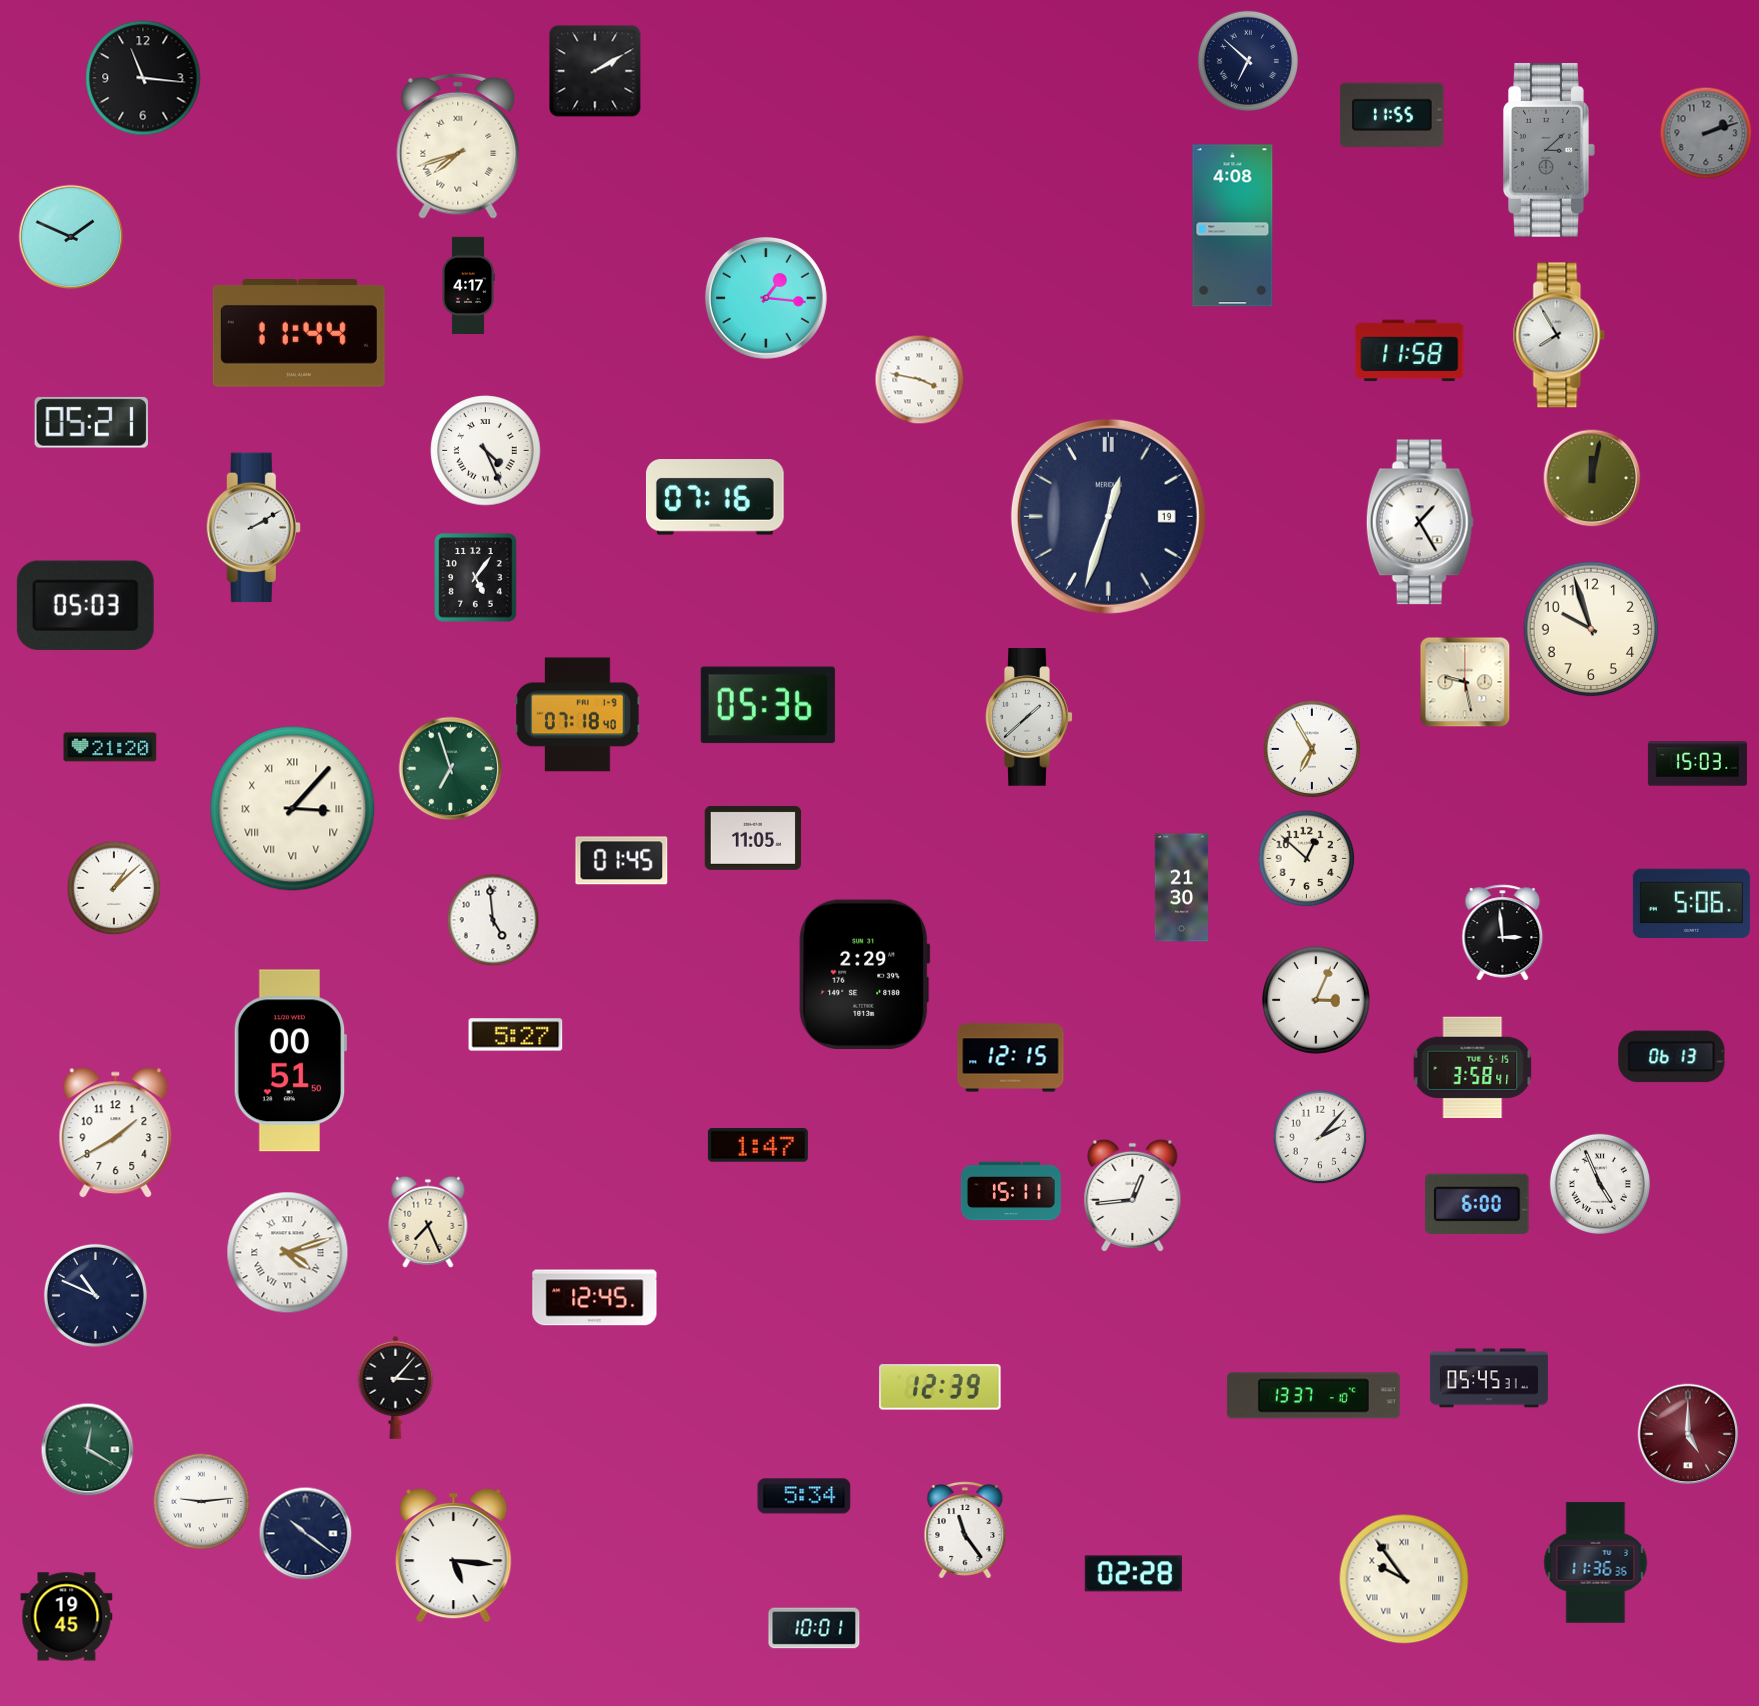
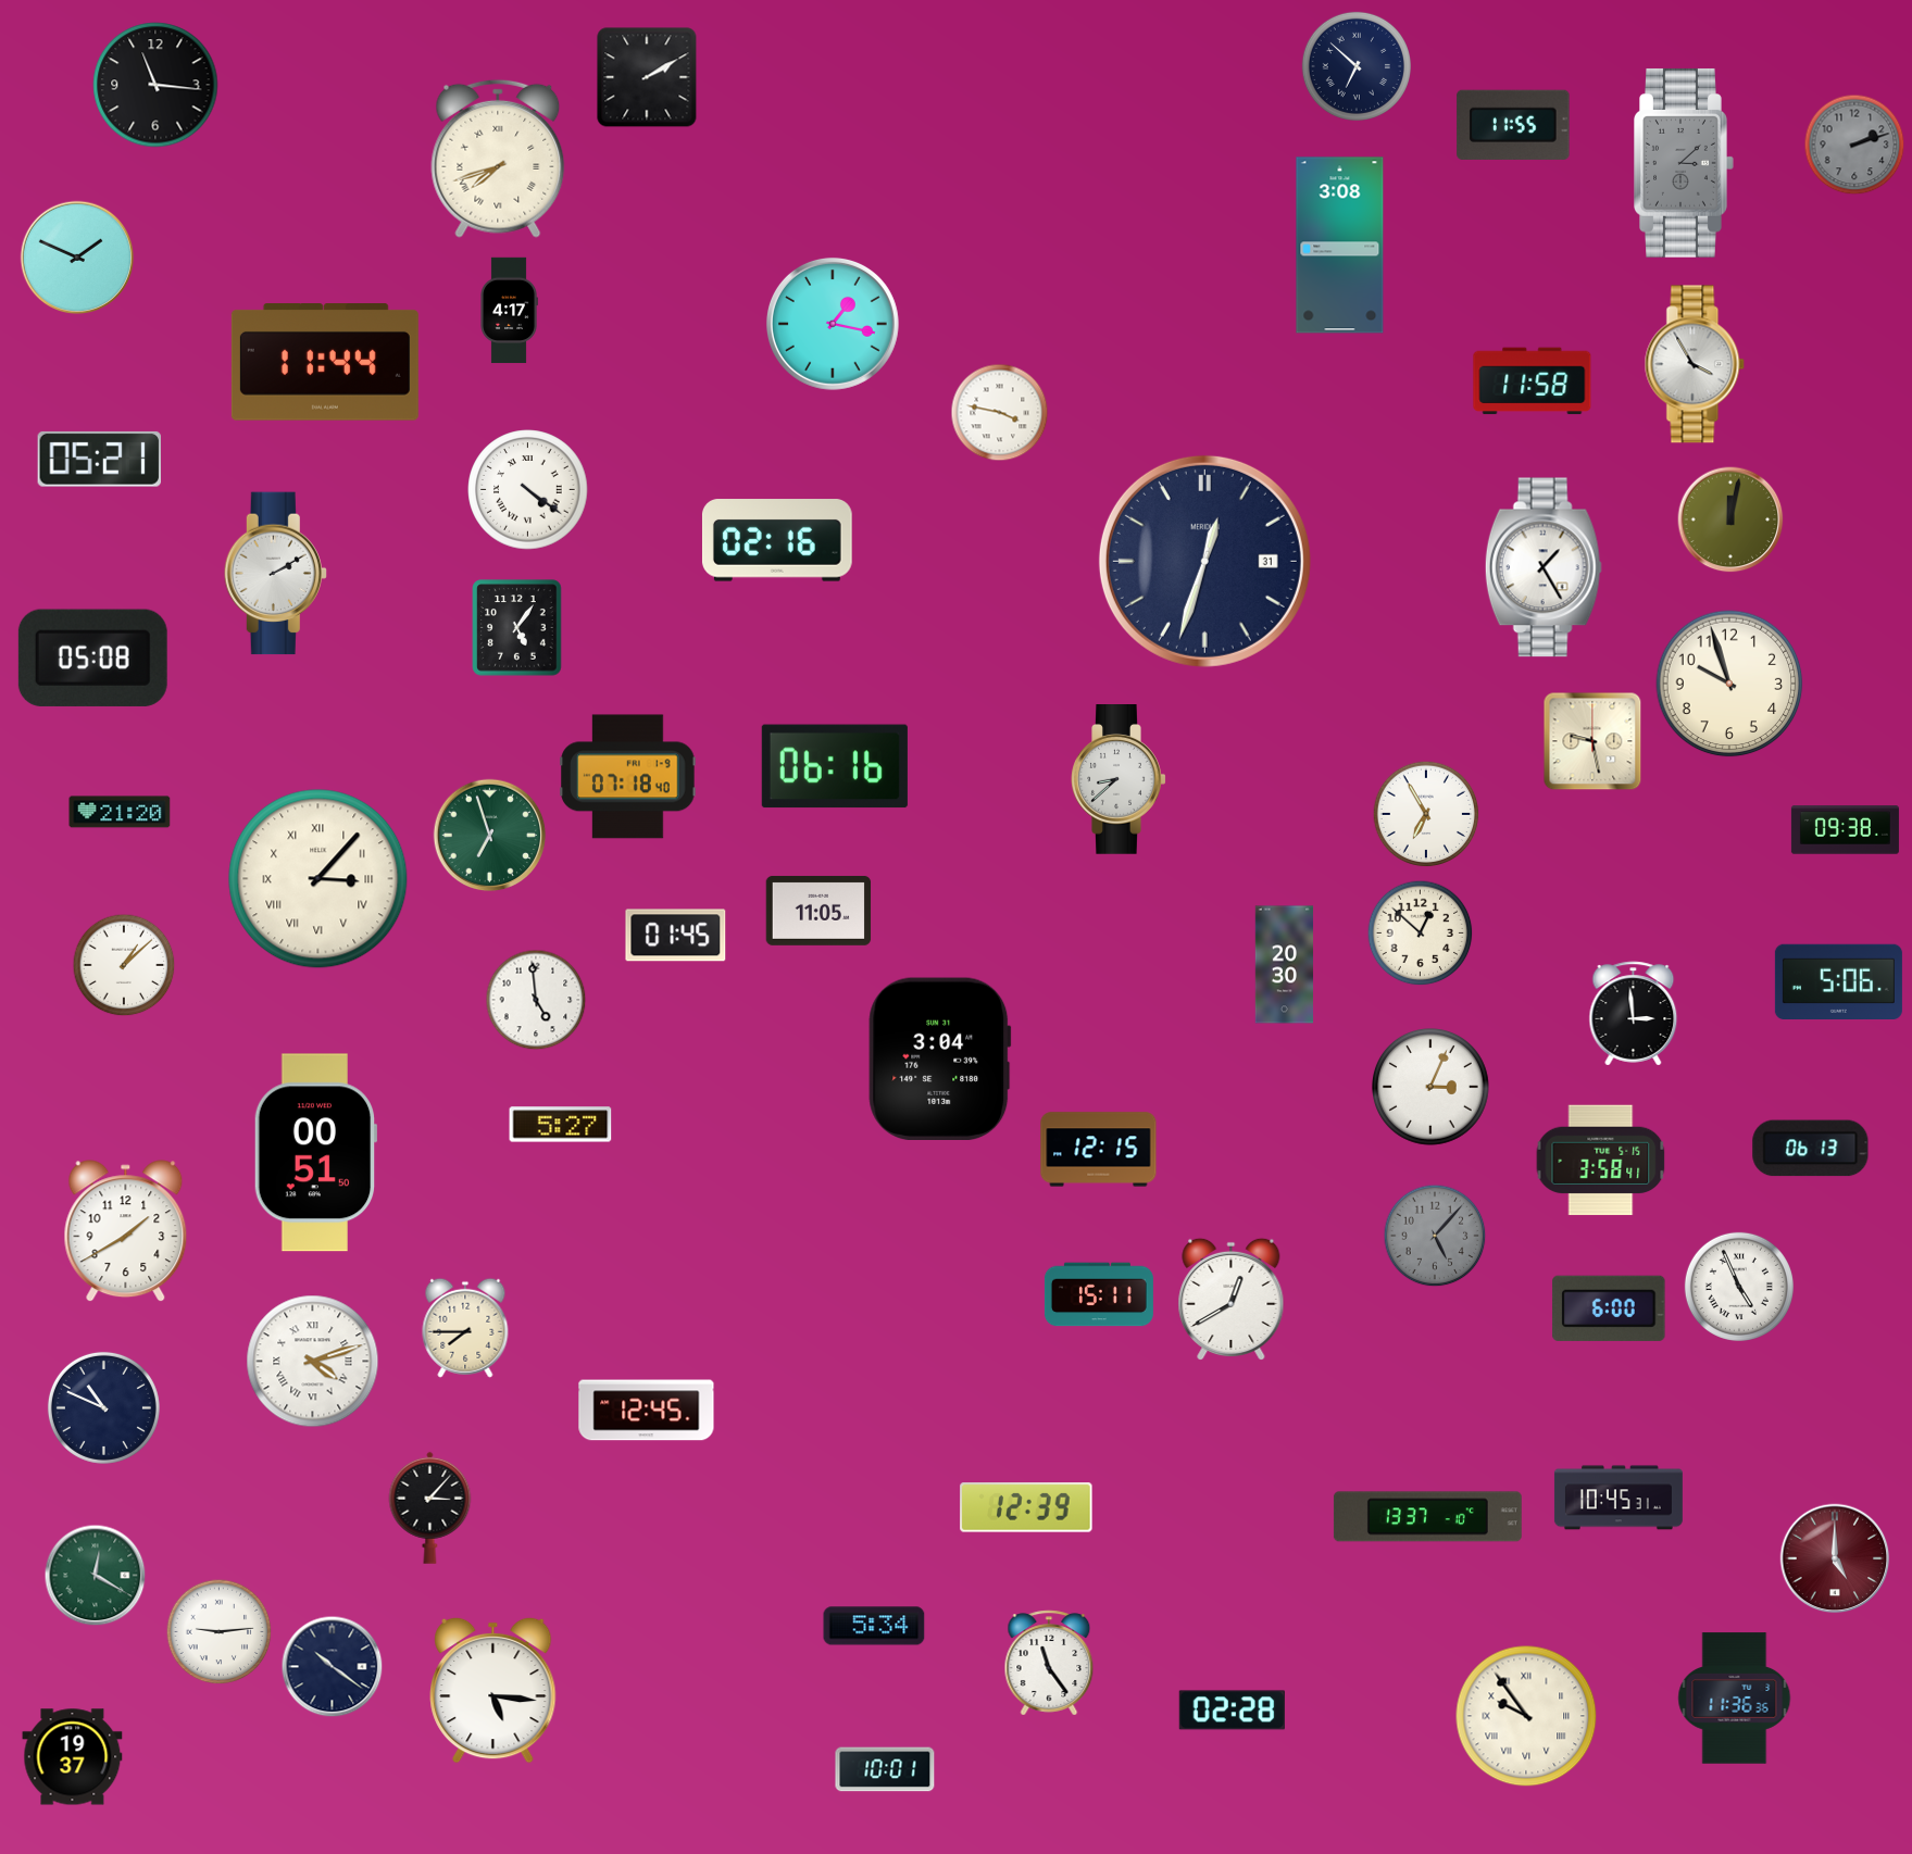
clock at (1233, 226): 4:08 -> 3:08
clock at (766, 298): 1:16 -> 1:17
clock at (1559, 335): 7:55 -> 3:55
clock at (486, 451): 4:26 -> 4:21
clock at (715, 497): 07:16 -> 02:16
clock at (1108, 516) date: 19 -> 31
clock at (85, 605): 05:03 -> 05:08
clock at (768, 705): 05:36 -> 06:16
clock at (1029, 718): 1:38 -> 8:38
clock at (1697, 764): 15:03 -> 09:38
clock at (1182, 888): 21:30 -> 20:30
clock at (865, 974): 2:29 -> 3:04
clock at (1672, 1057) position: (1672, 1057) -> (1811, 1149)
clock at (1320, 1137): 2:07 -> 5:07
clock at (1320, 1137) dial: white -> grey
clock at (758, 1145): 1:47 -> none
clock at (1133, 1195): 12:44 -> 12:40
clock at (1477, 1204) position: (1477, 1204) -> (1609, 1308)
clock at (428, 1222): 7:26 -> 7:45
clock at (1489, 1378): 05:45 -> 10:45
clock at (940, 1387) position: (940, 1387) -> (1026, 1507)
clock at (67, 1617): 19:45 -> 19:37
